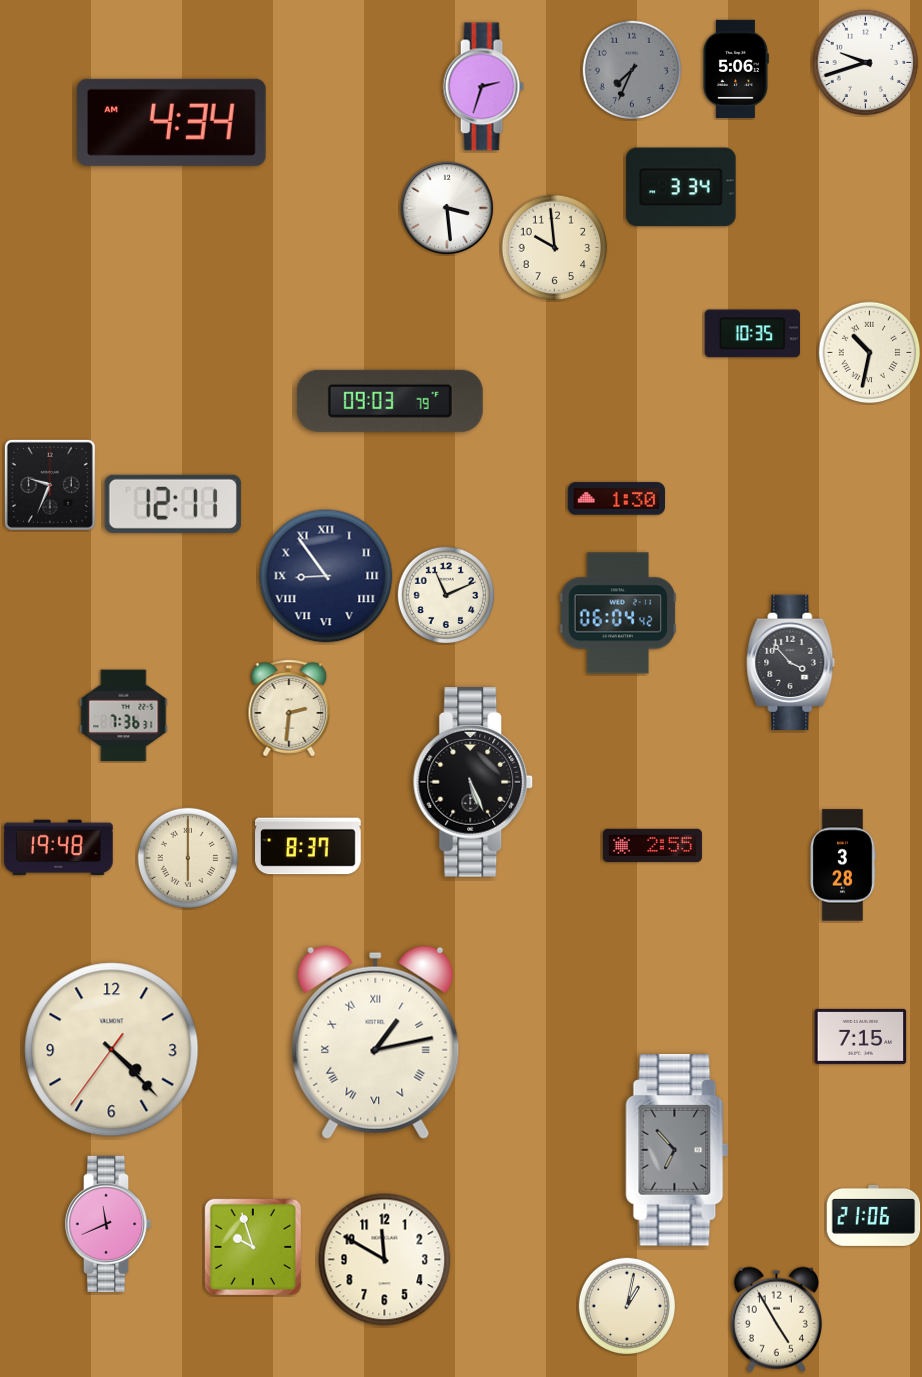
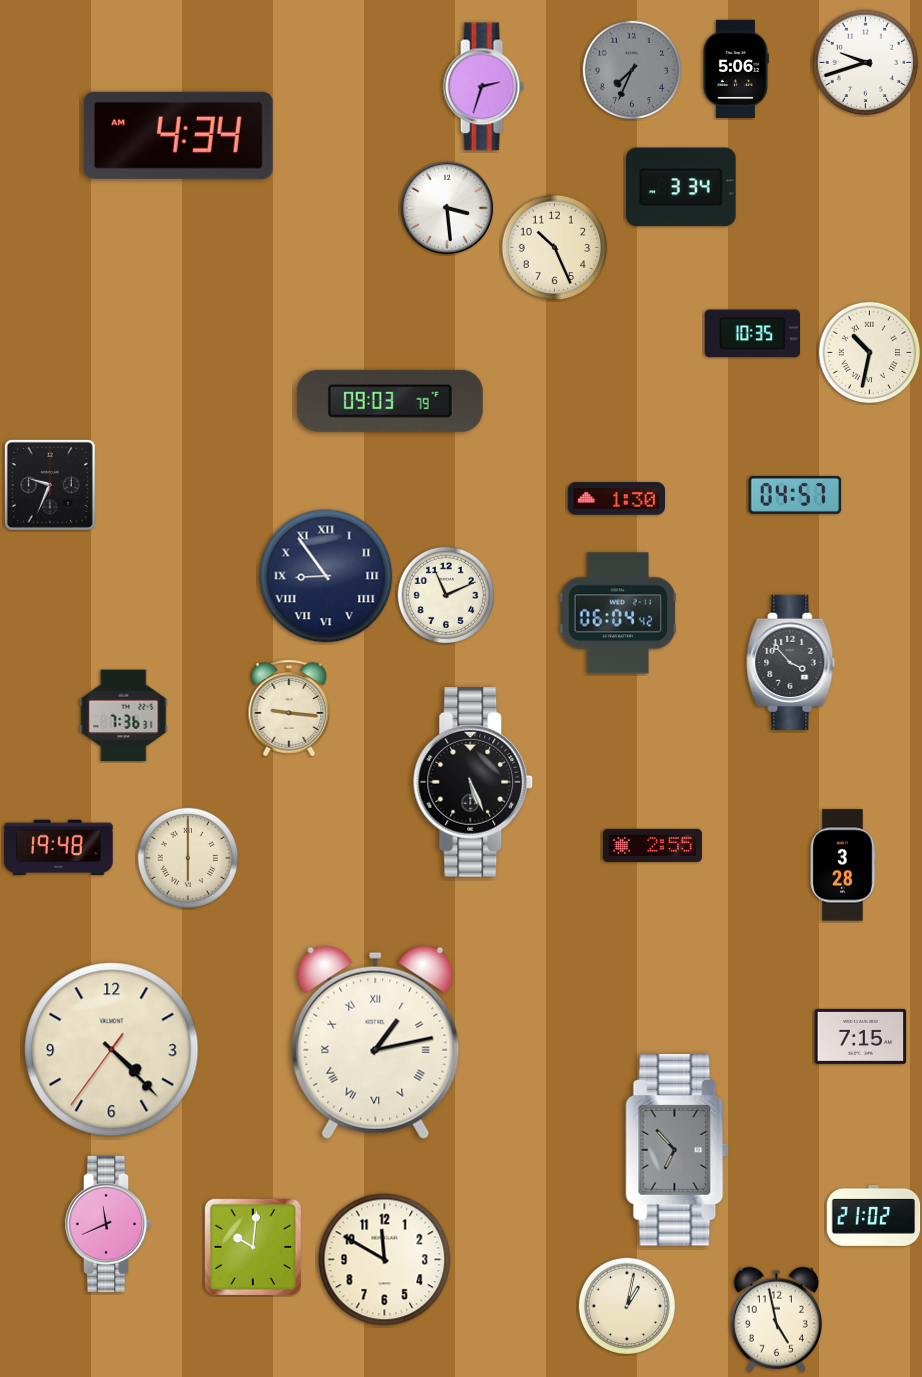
clock at (172, 122) position: (172, 122) -> (179, 135)
clock at (555, 248): 9:59 -> 10:26
clock at (795, 495): none -> 04:57
clock at (173, 504): 12:11 -> none
clock at (289, 708): 2:31 -> 9:16
clock at (309, 846): 8:37 -> none
clock at (874, 1215): 21:06 -> 21:02
clock at (252, 1246): 9:57 -> 10:01
clock at (776, 1319): 4:55 -> 4:58
